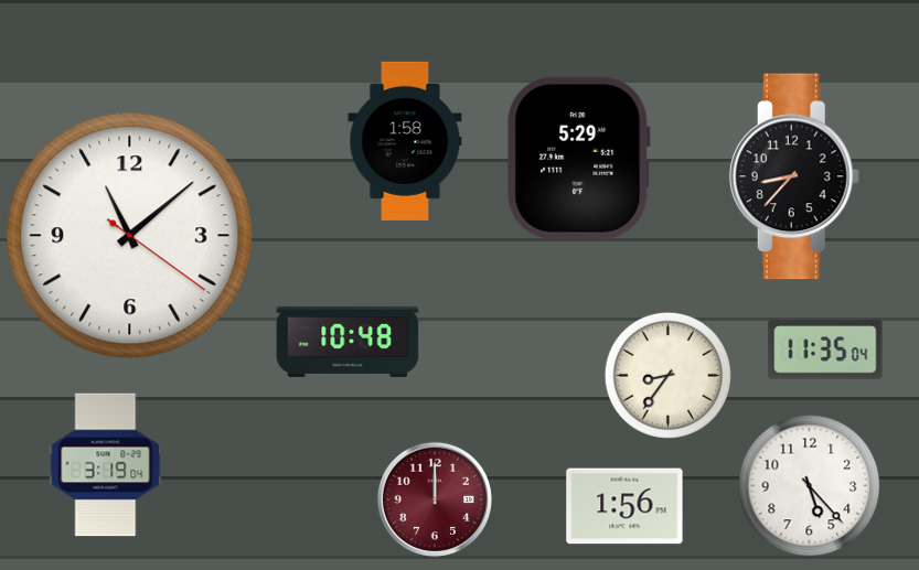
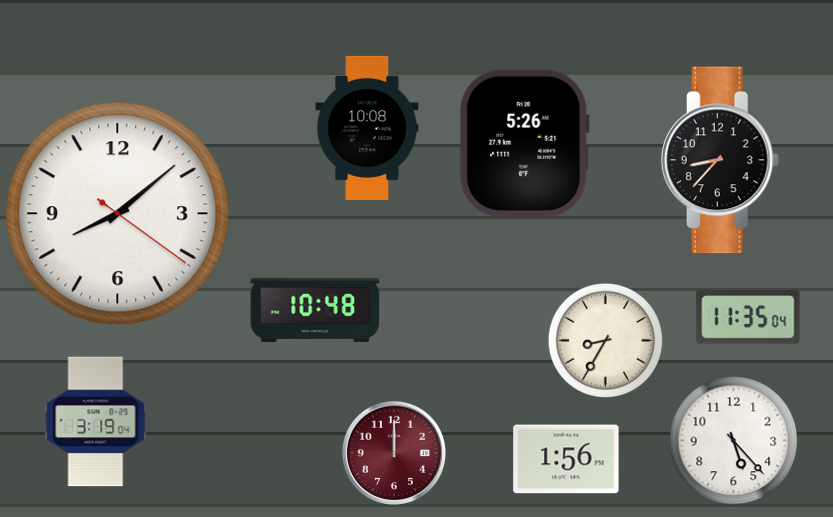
clock at (405, 141): 1:58 -> 10:08
clock at (579, 158): 5:29 -> 5:26
clock at (130, 236): 11:08 -> 8:08
clock at (667, 375): 8:36 -> 8:35
